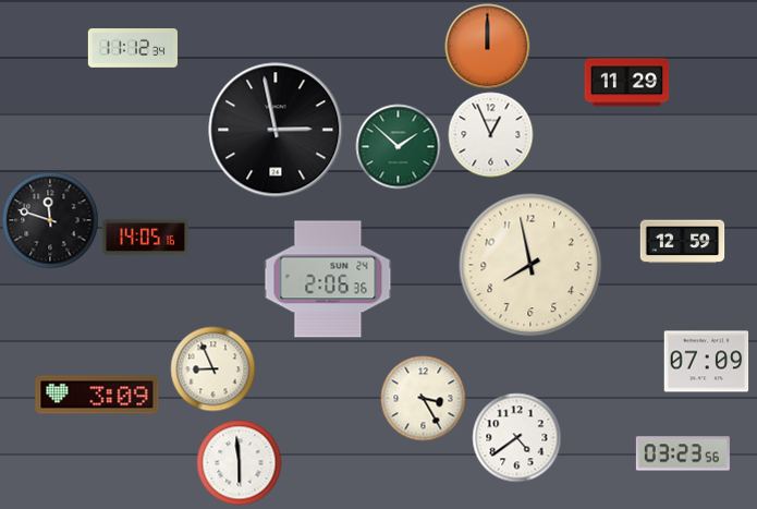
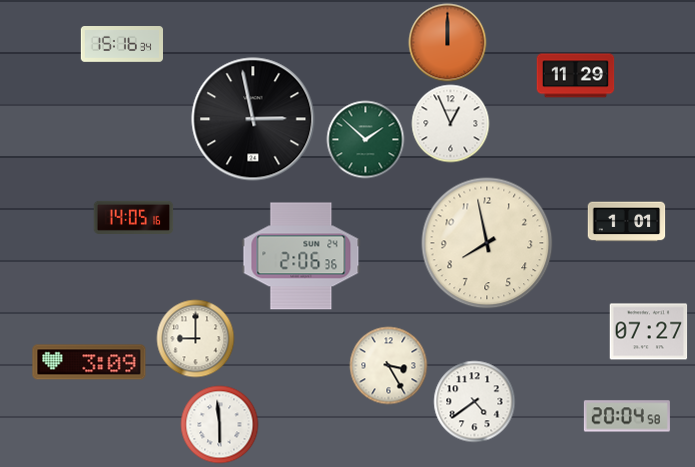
clock at (132, 49): 11:12 -> 15:16
clock at (398, 146) position: (398, 146) -> (365, 139)
clock at (50, 220): 11:48 -> none
clock at (682, 242): 12:59 -> 1:01
clock at (706, 362): 07:09 -> 07:27
clock at (212, 368): 8:56 -> 9:00
clock at (683, 453): 03:23 -> 20:04
